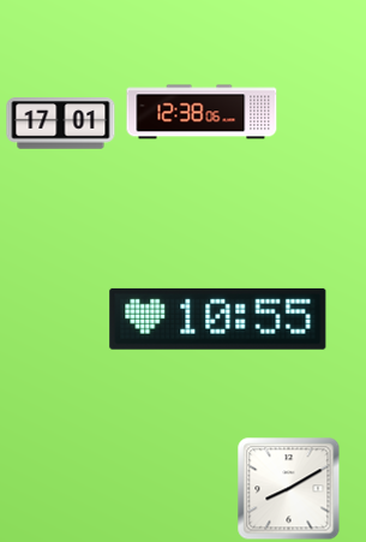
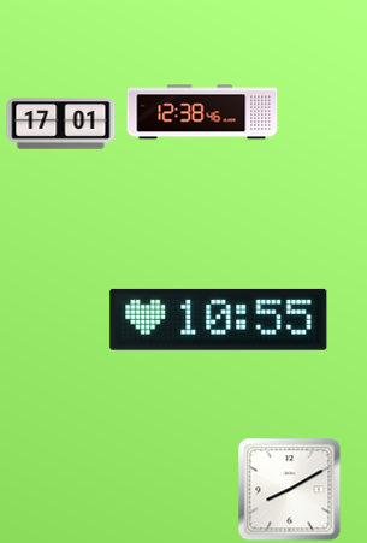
clock at (202, 112): 12:38:06 -> 12:38:46
